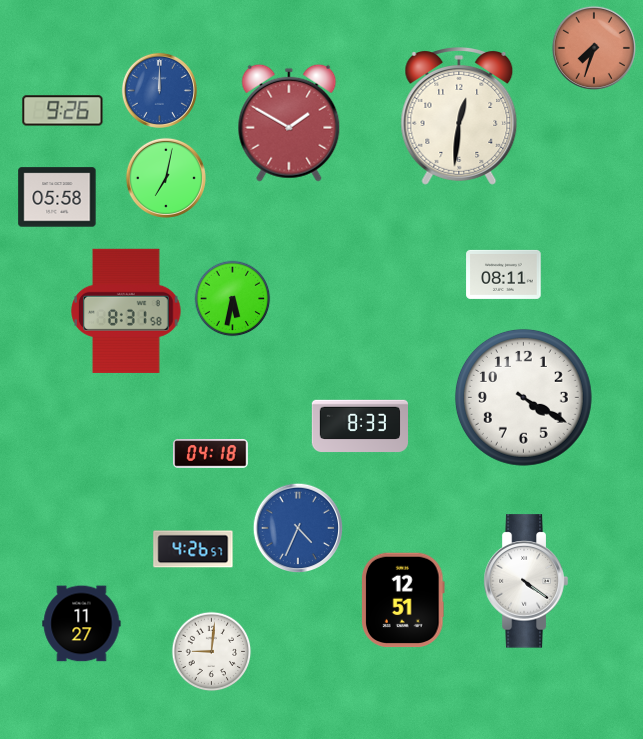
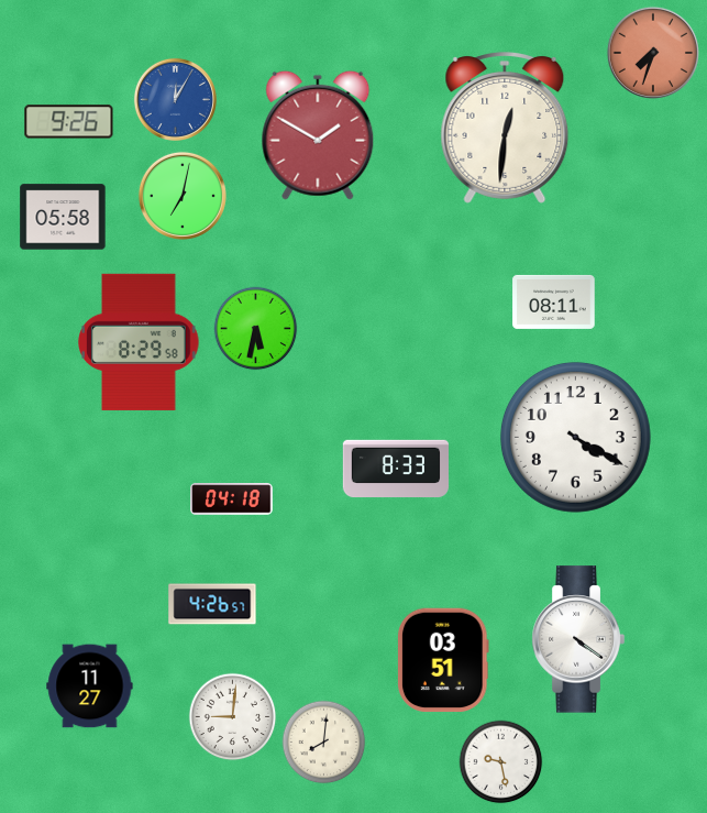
clock at (159, 90): 12:00 -> 12:05
clock at (126, 311): 8:31 -> 8:29
clock at (297, 527): 4:34 -> none
clock at (403, 600): 12:51 -> 03:51
clock at (324, 743): none -> 8:01
clock at (501, 762): none -> 9:28
